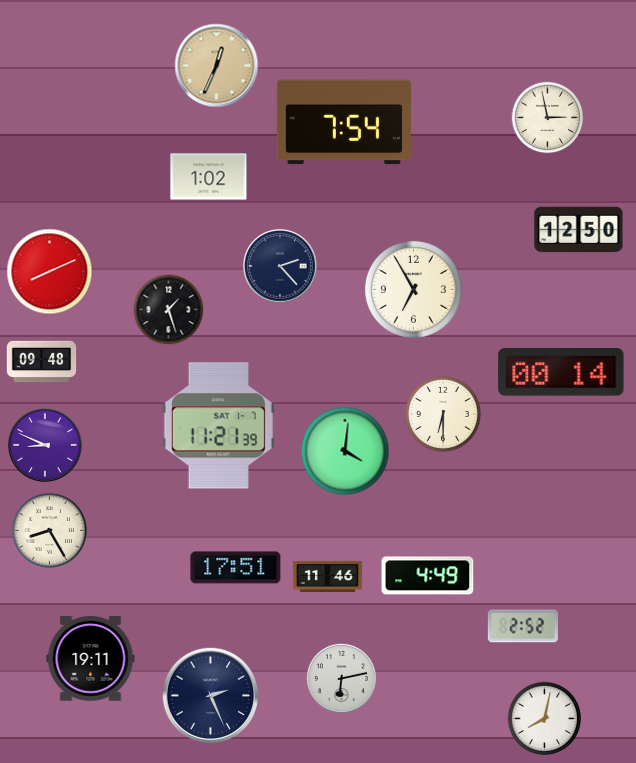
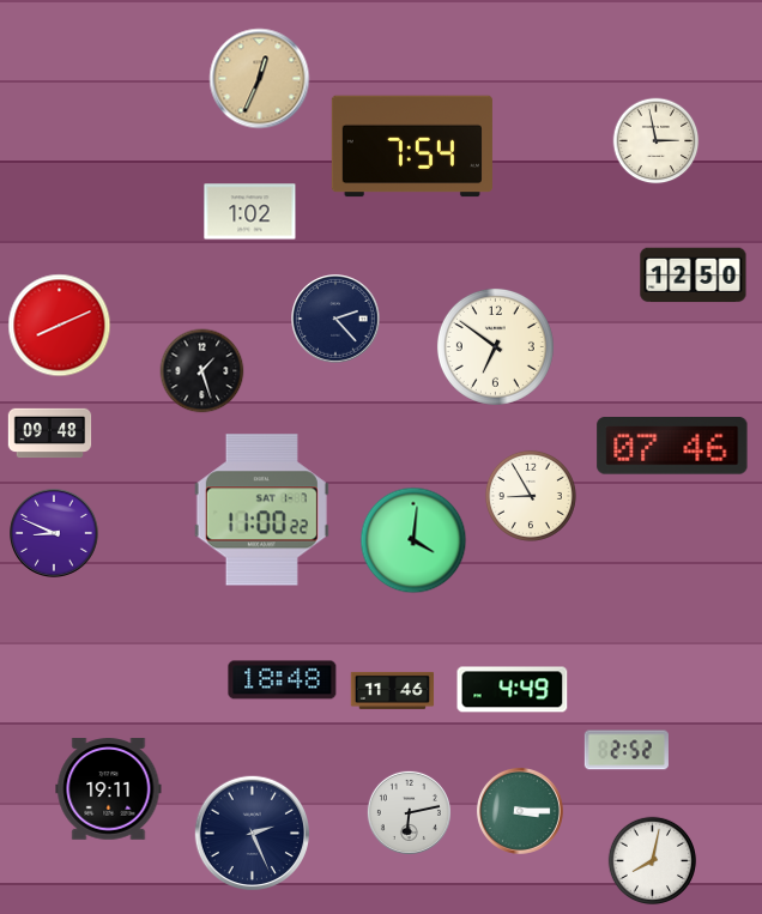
clock at (413, 289): 6:55 -> 6:51
clock at (561, 372): 00:14 -> 07:46
clock at (443, 414): 6:30 -> 8:55
clock at (218, 426): 11:21 -> 11:00
clock at (49, 530): 8:25 -> none
clock at (236, 568): 17:51 -> 18:48
clock at (520, 811): none -> 3:15
